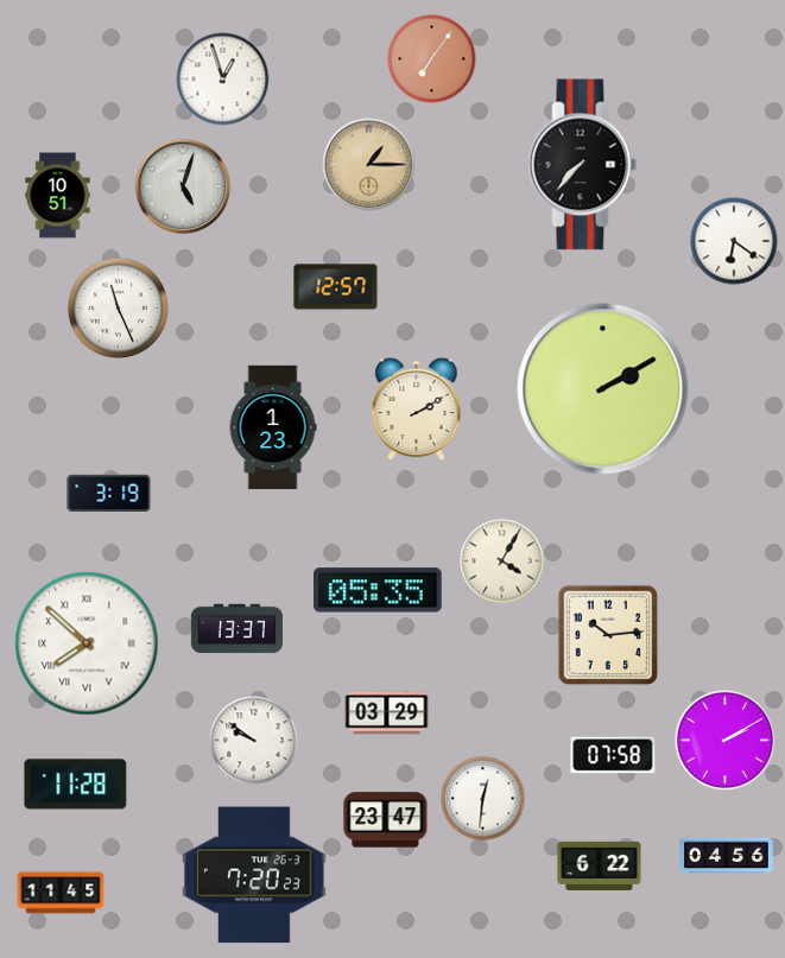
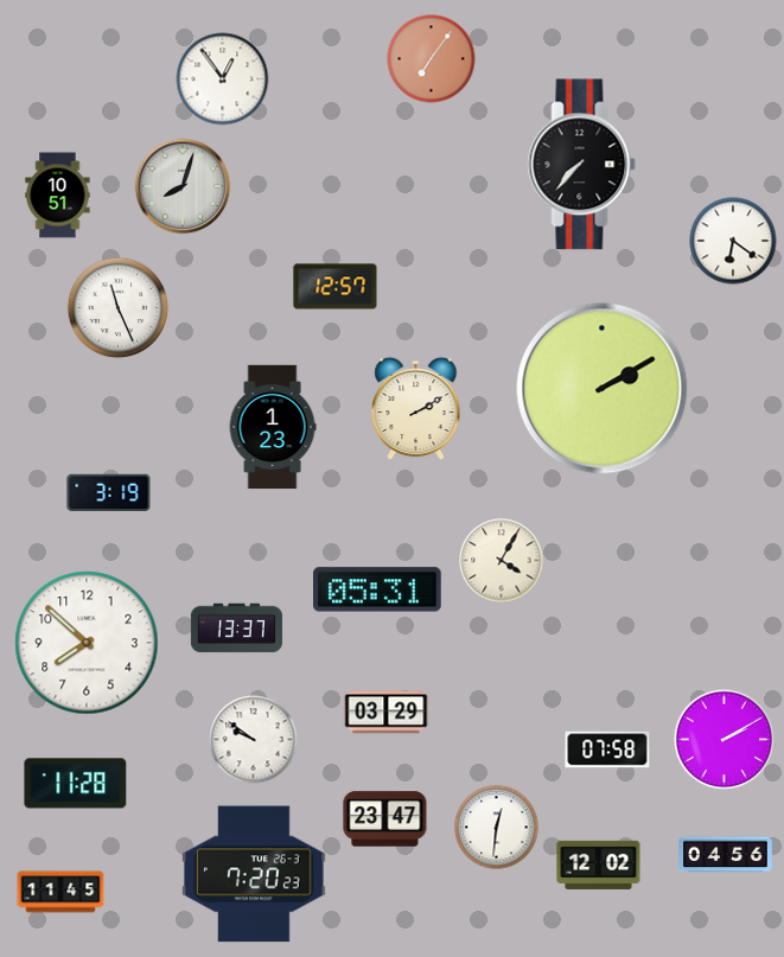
clock at (223, 80): 12:57 -> 12:54
clock at (369, 165): 1:15 -> none
clock at (183, 186): 5:03 -> 8:03
clock at (379, 590): 05:35 -> 05:31
clock at (608, 635): 10:14 -> none
clock at (87, 643) numerals: Roman -> Arabic
clock at (613, 755) position: (613, 755) -> (607, 749)
clock at (483, 799) position: (483, 799) -> (497, 828)
clock at (600, 865): 6:22 -> 12:02
